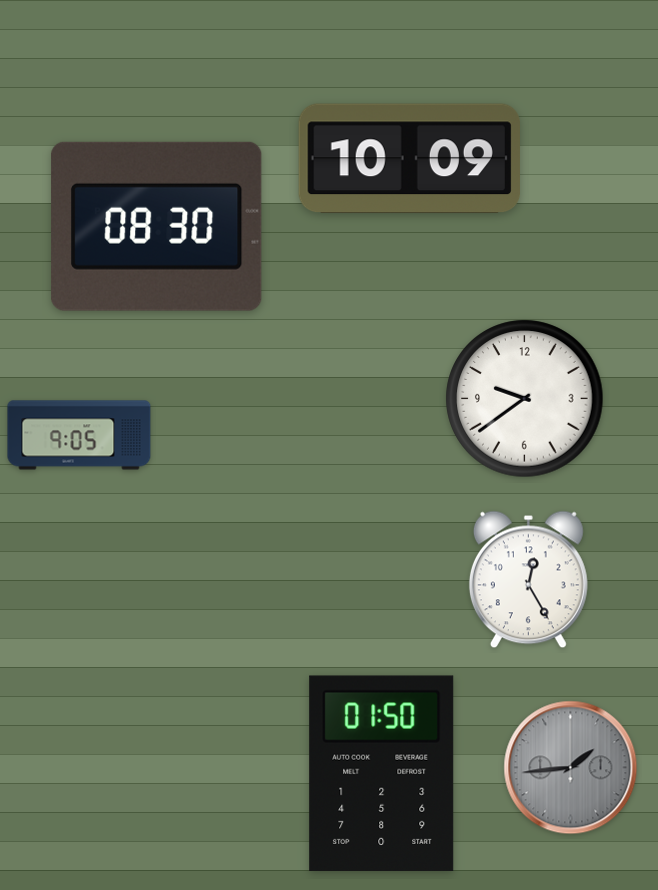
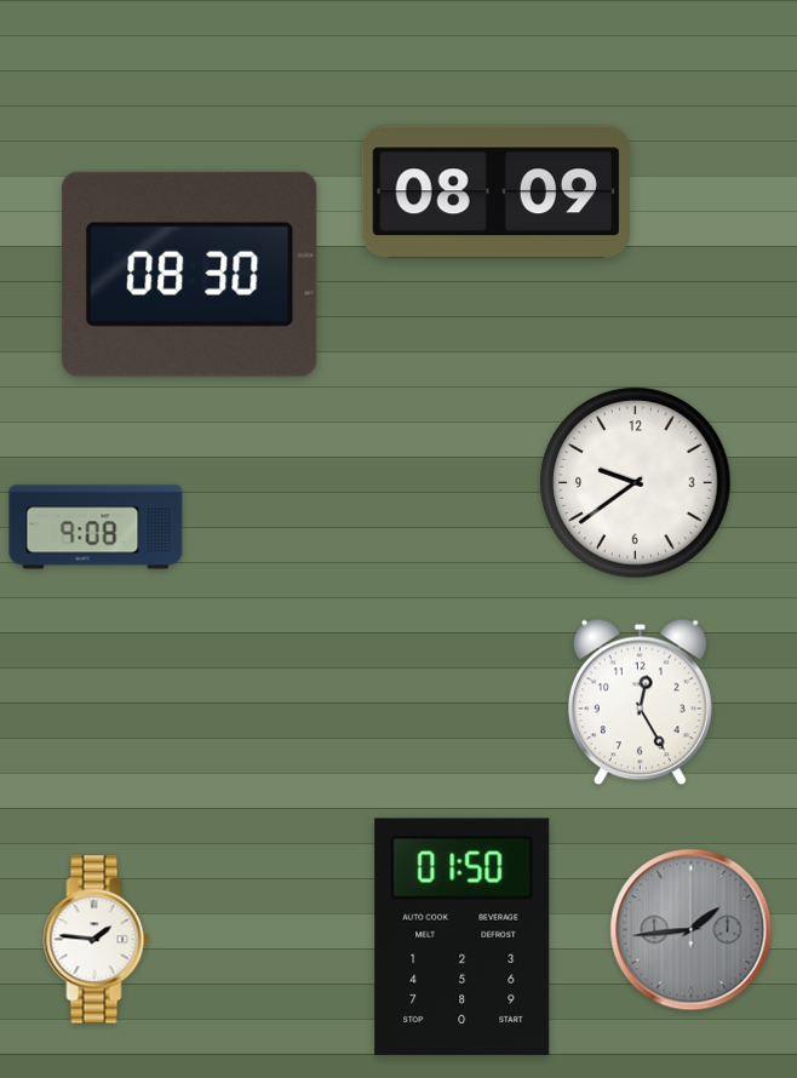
clock at (409, 159): 10:09 -> 08:09
clock at (79, 435): 9:05 -> 9:08
clock at (97, 940): none -> 1:46
